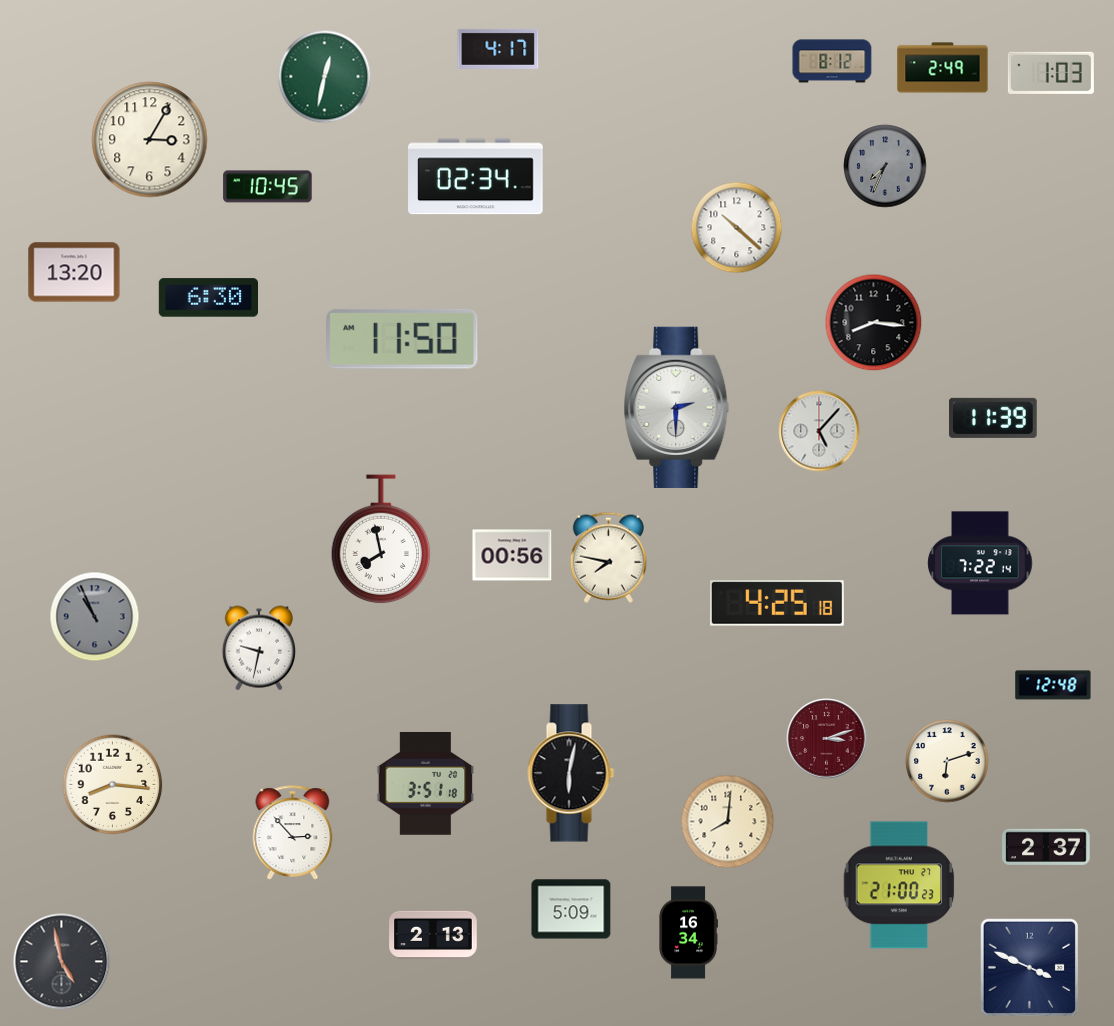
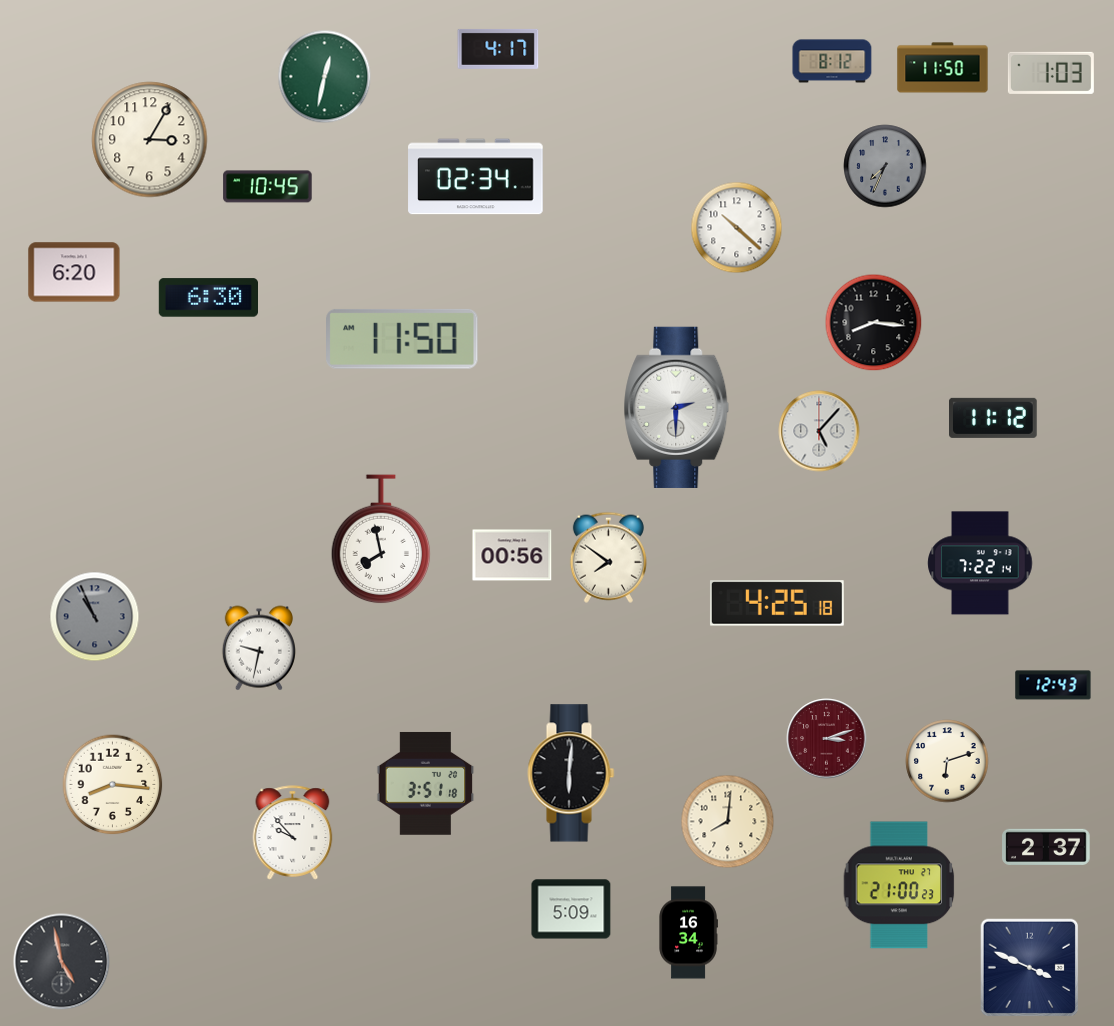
clock at (943, 68): 2:49 -> 11:50
clock at (74, 272): 13:20 -> 6:20
clock at (994, 418): 11:39 -> 11:12
clock at (608, 557): 7:47 -> 7:51
clock at (1053, 685): 12:48 -> 12:43
clock at (571, 773): 6:02 -> 6:01
clock at (293, 833): 2:53 -> 9:53
clock at (433, 934): 2:13 -> none
